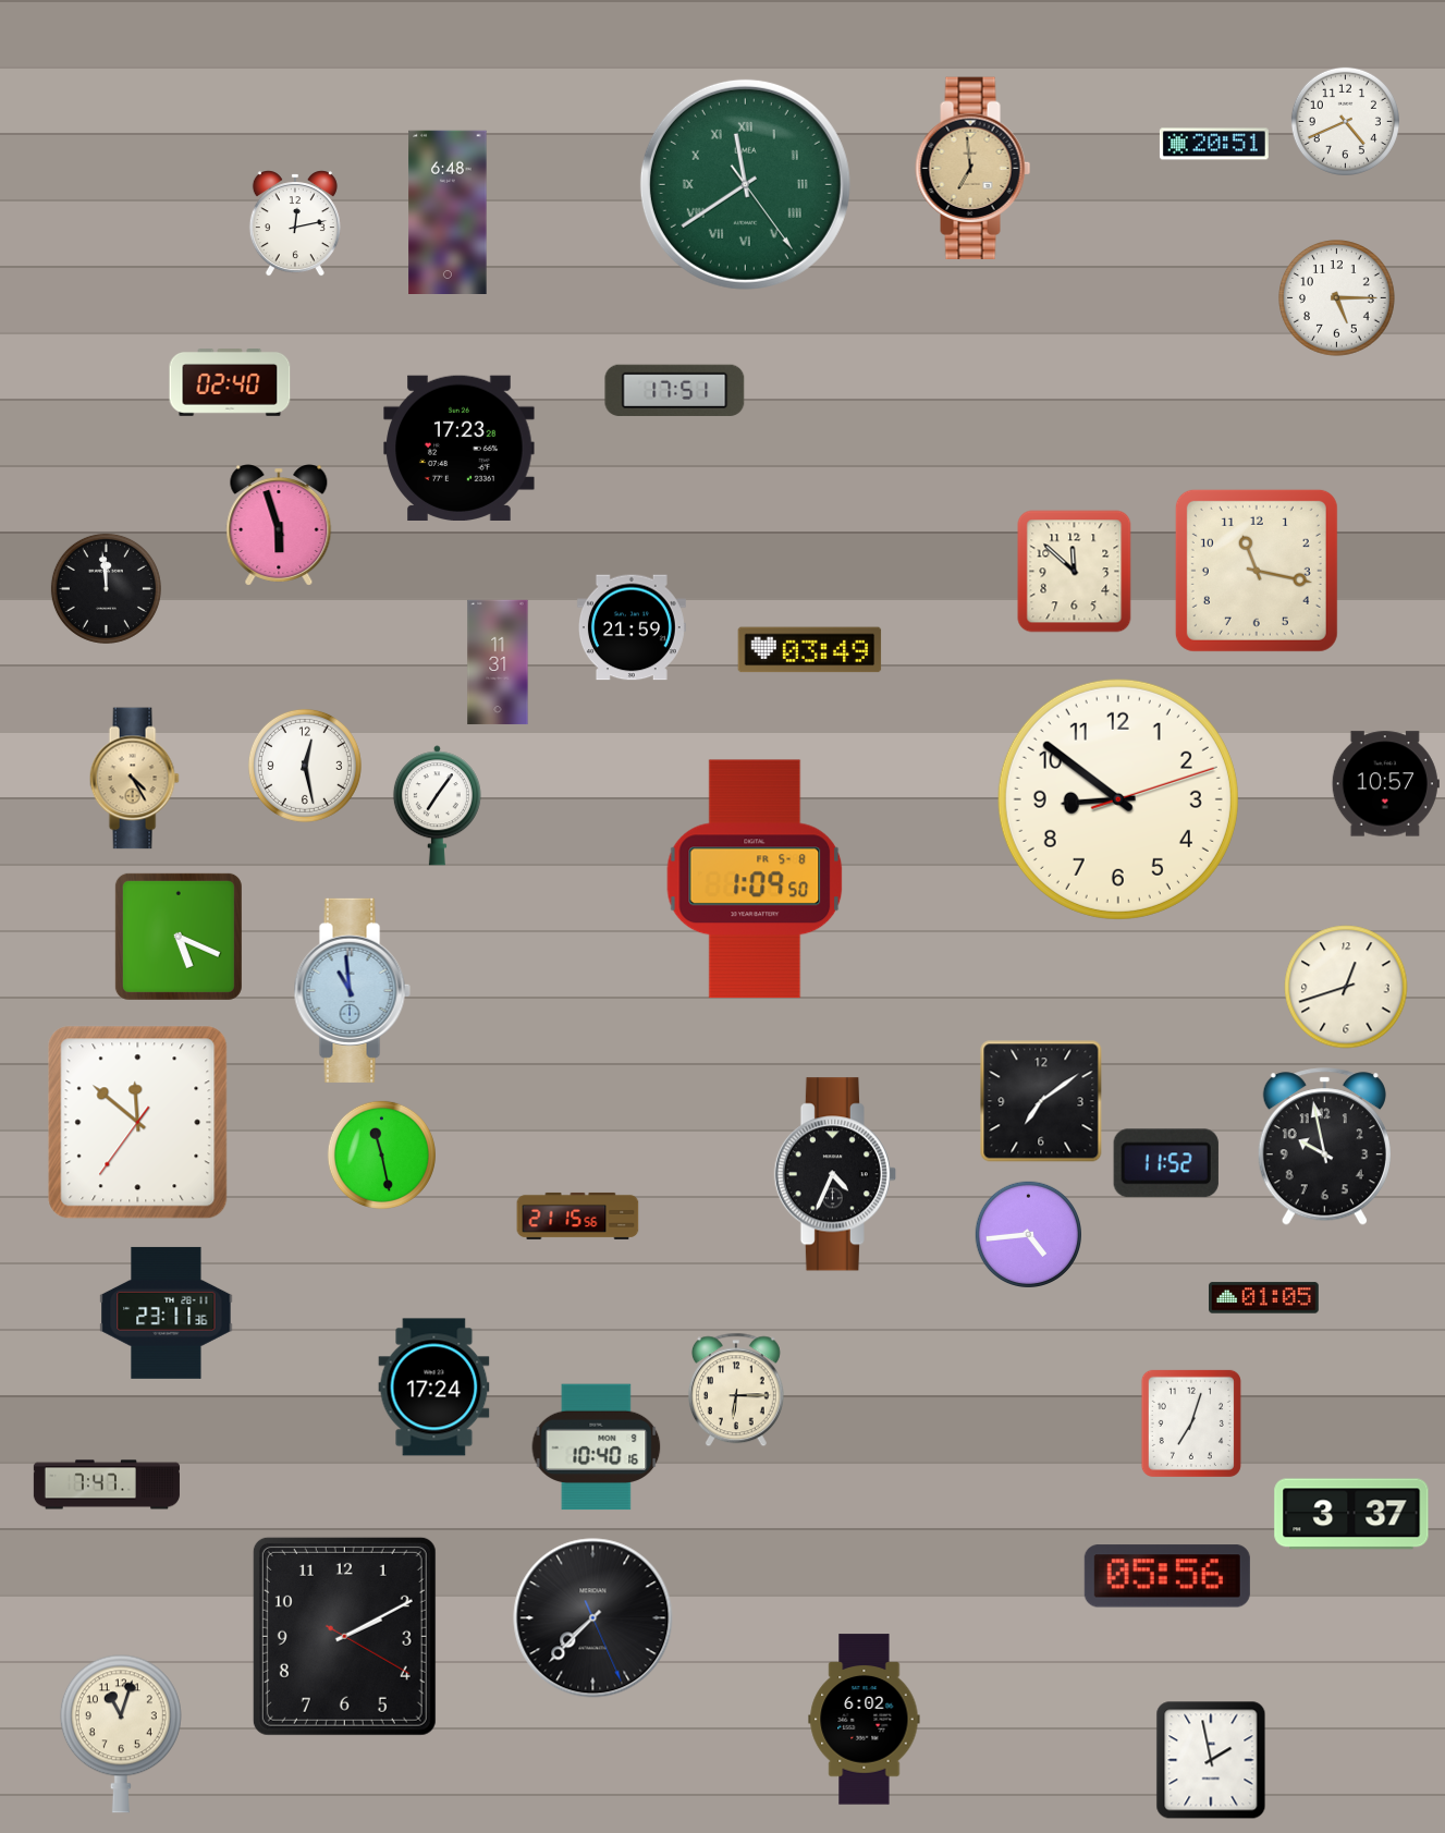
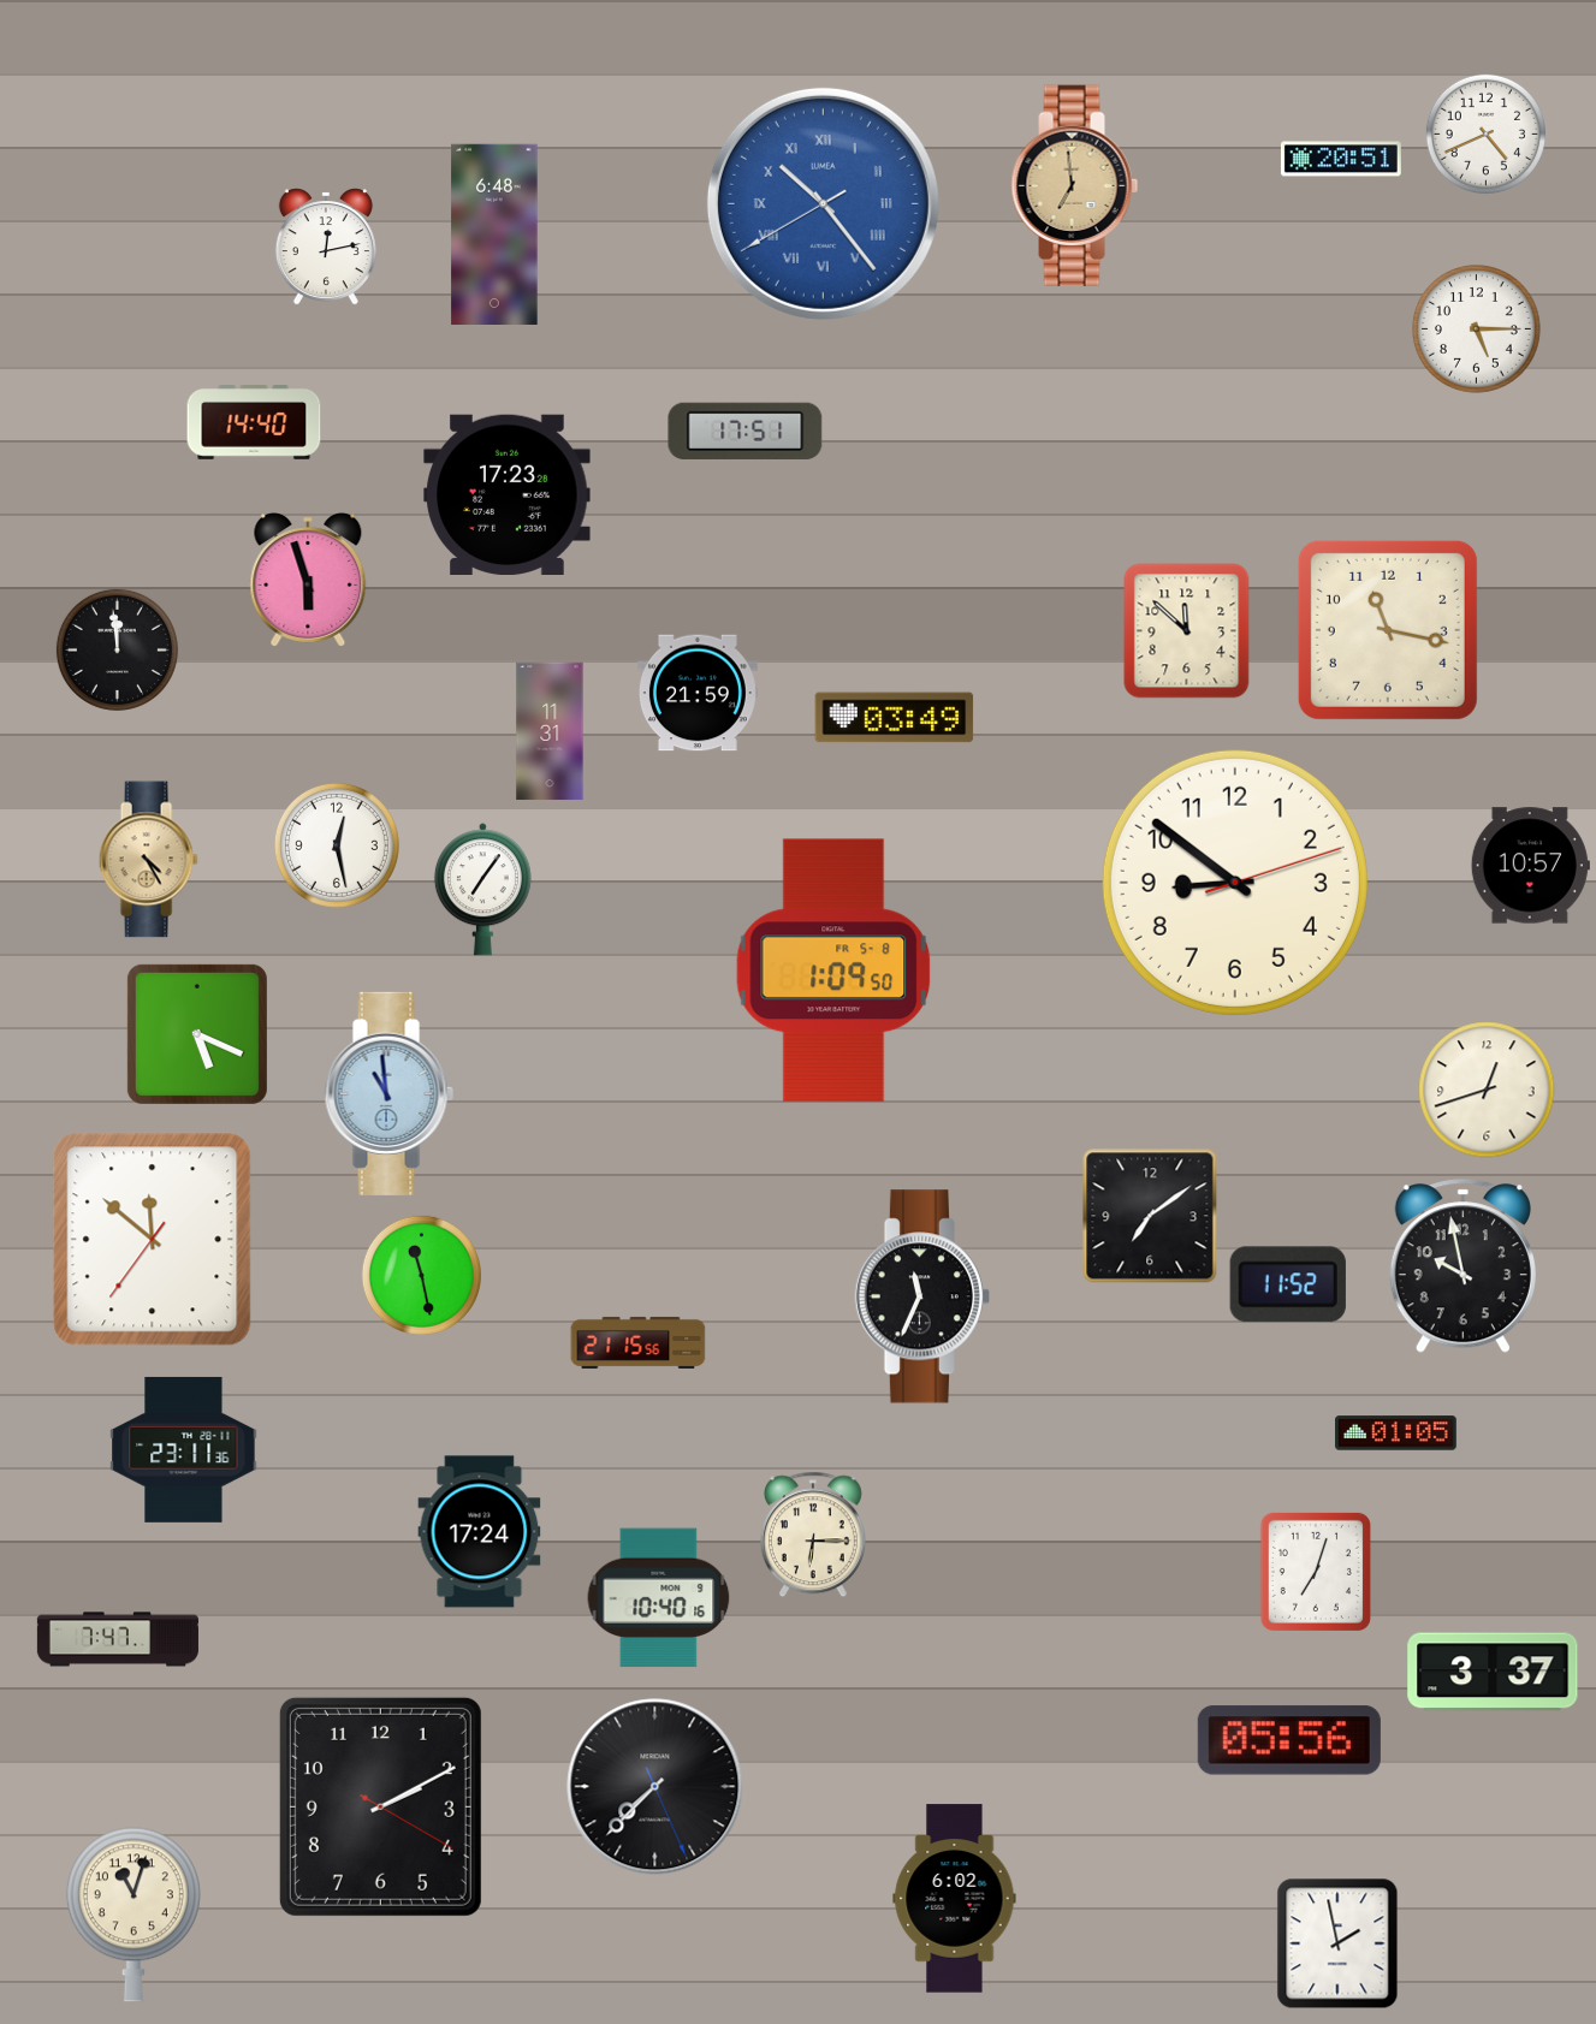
clock at (745, 184): 11:39 -> 10:23
clock at (745, 184) dial: green -> blue
clock at (230, 383): 02:40 -> 14:40
clock at (834, 1174): 4:34 -> 11:34
clock at (1028, 1234): 4:44 -> none
